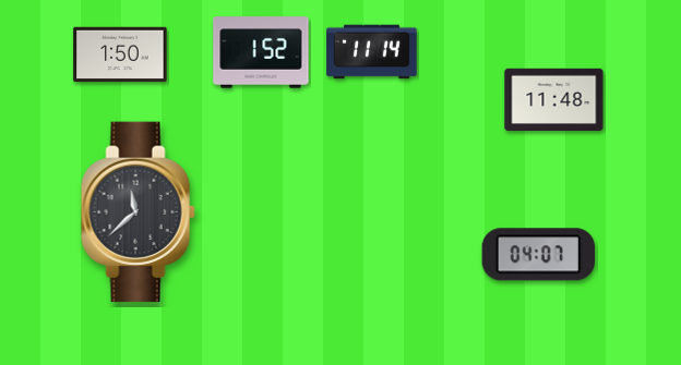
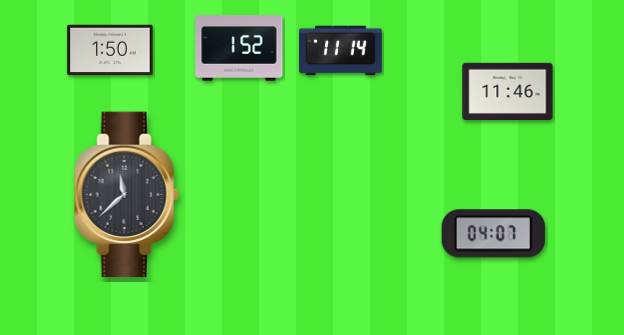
clock at (372, 52) position: (372, 52) -> (341, 51)
clock at (554, 100): 11:48 -> 11:46
